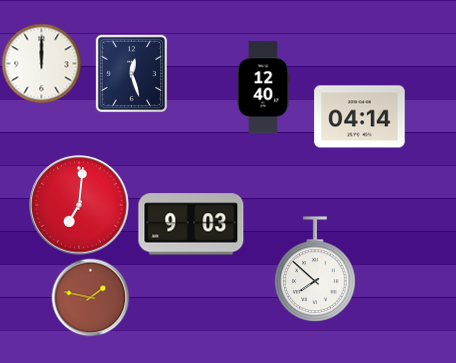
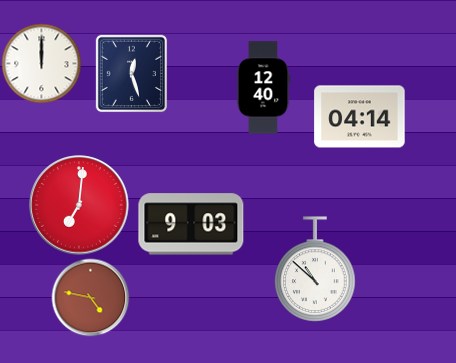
clock at (315, 269): 7:52 -> 10:52
clock at (90, 297): 1:47 -> 4:47
